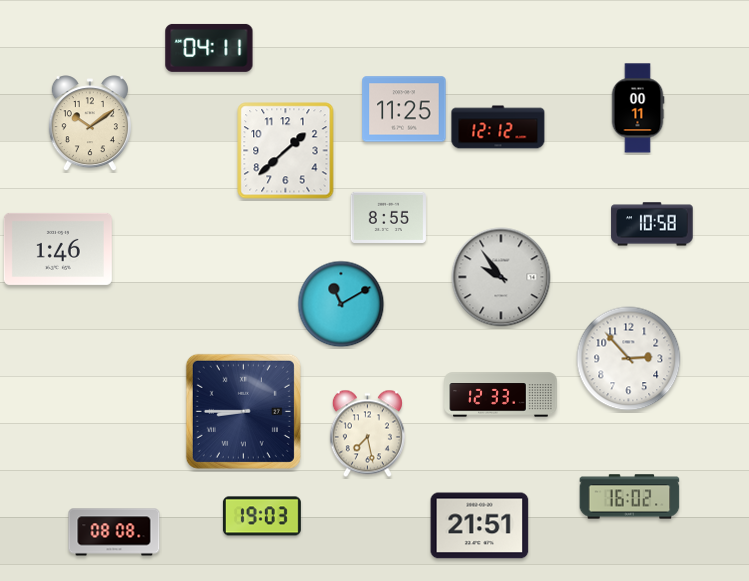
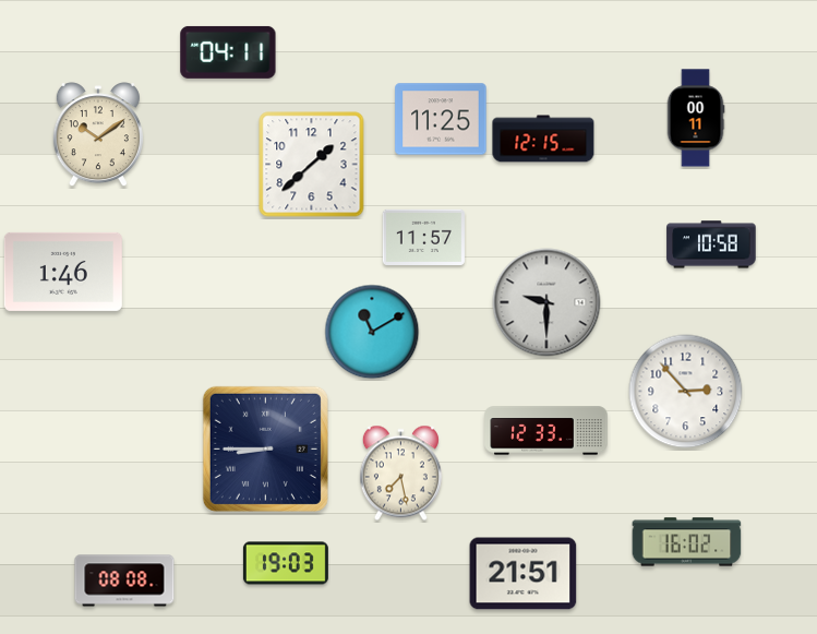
clock at (498, 127): 12:12 -> 12:15
clock at (388, 217): 8:55 -> 11:57
clock at (501, 277): 9:54 -> 9:30
